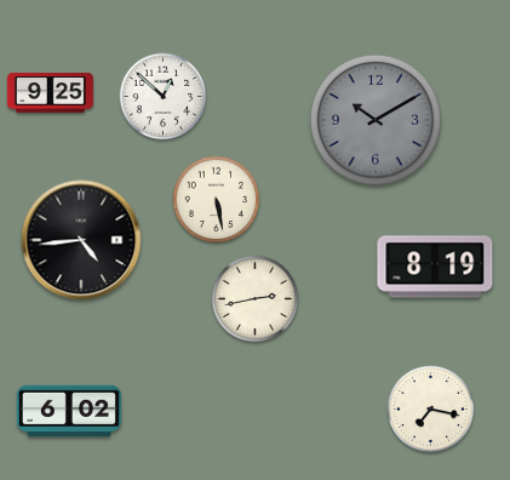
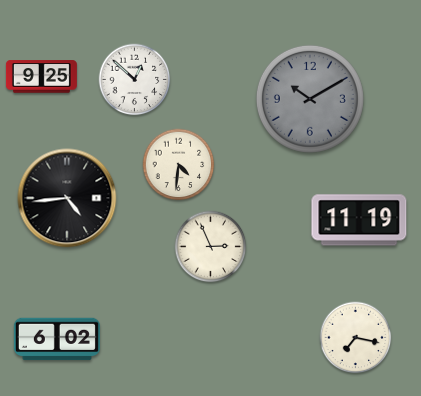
clock at (217, 200): 5:28 -> 4:31
clock at (435, 267): 8:19 -> 11:19
clock at (256, 299): 2:43 -> 2:56
